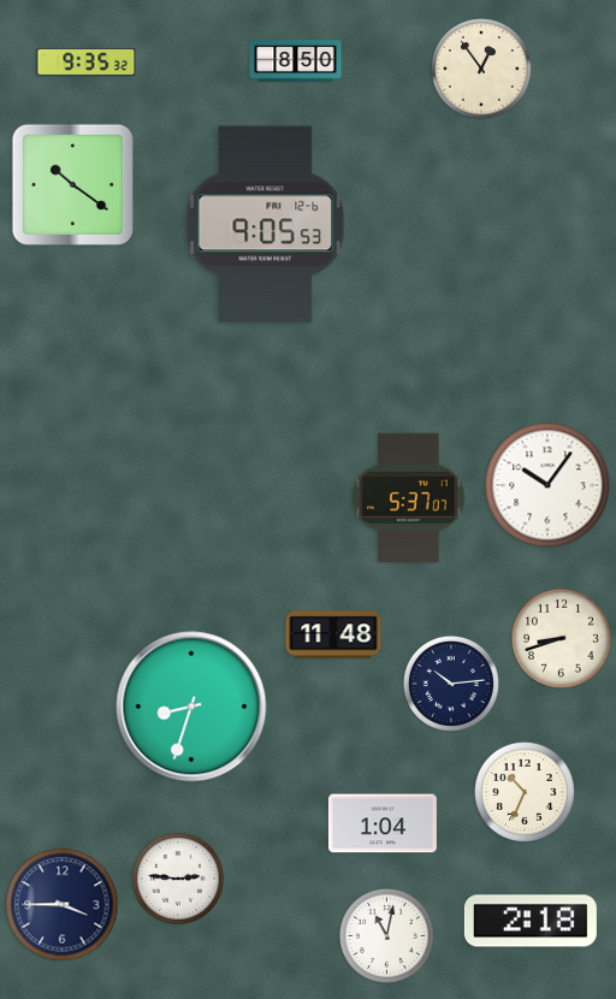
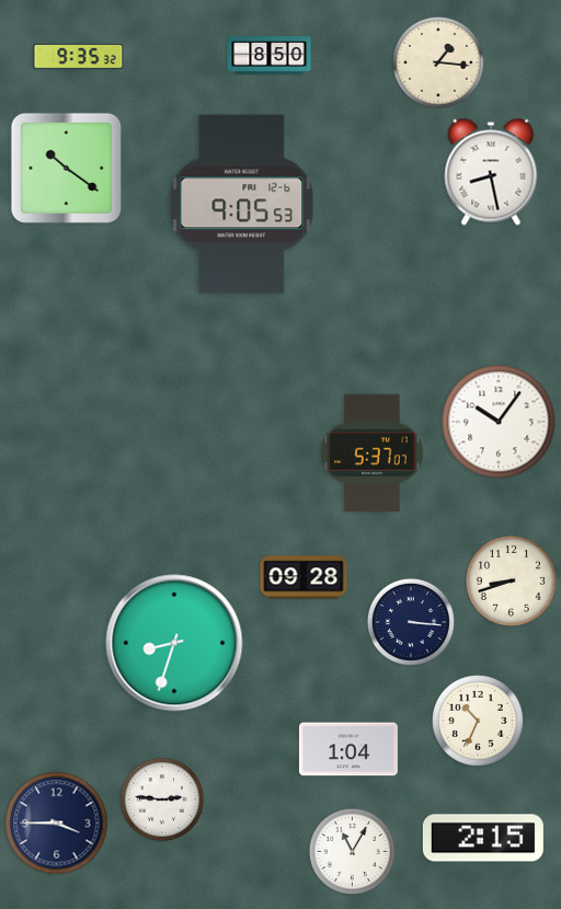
clock at (482, 70): 12:54 -> 1:16
clock at (491, 172): none -> 8:28
clock at (547, 485) position: (547, 485) -> (499, 422)
clock at (333, 634): 11:48 -> 09:28
clock at (451, 684): 10:14 -> 3:16
clock at (531, 921): 2:18 -> 2:15
clock at (386, 935): 11:02 -> 11:05
